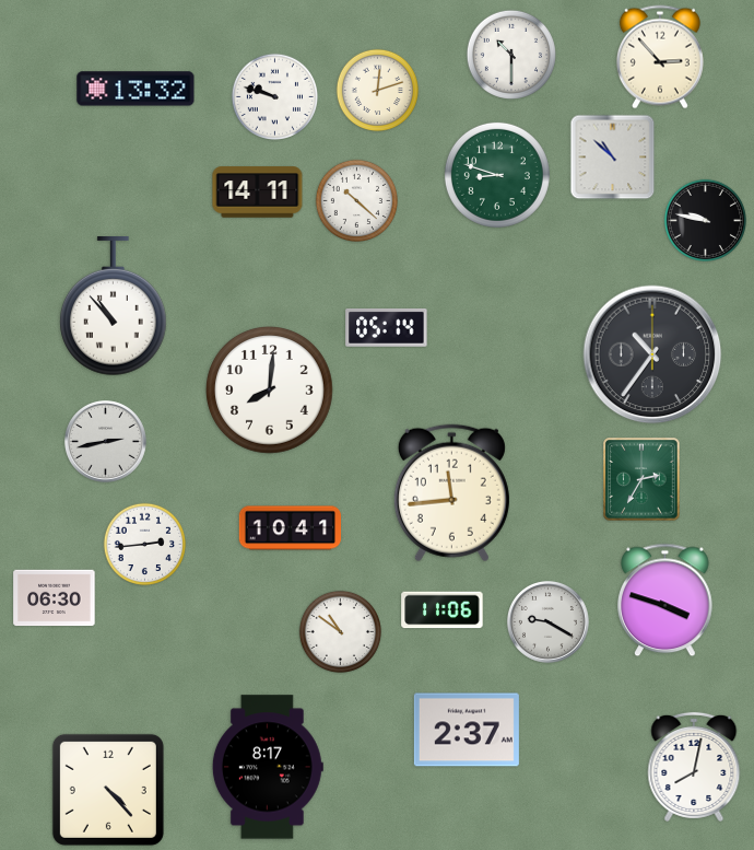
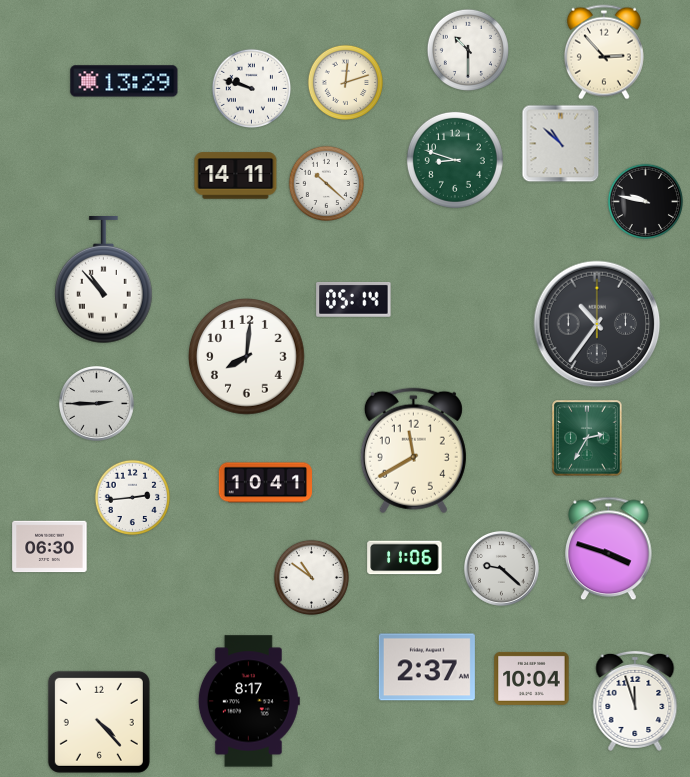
clock at (136, 89): 13:32 -> 13:29
clock at (105, 441): 2:43 -> 2:45
clock at (451, 493): 11:44 -> 11:40
clock at (547, 621): 9:20 -> 9:22
clock at (532, 678): none -> 10:04
clock at (268, 767) position: (268, 767) -> (249, 701)
clock at (694, 767): 8:02 -> 11:57
